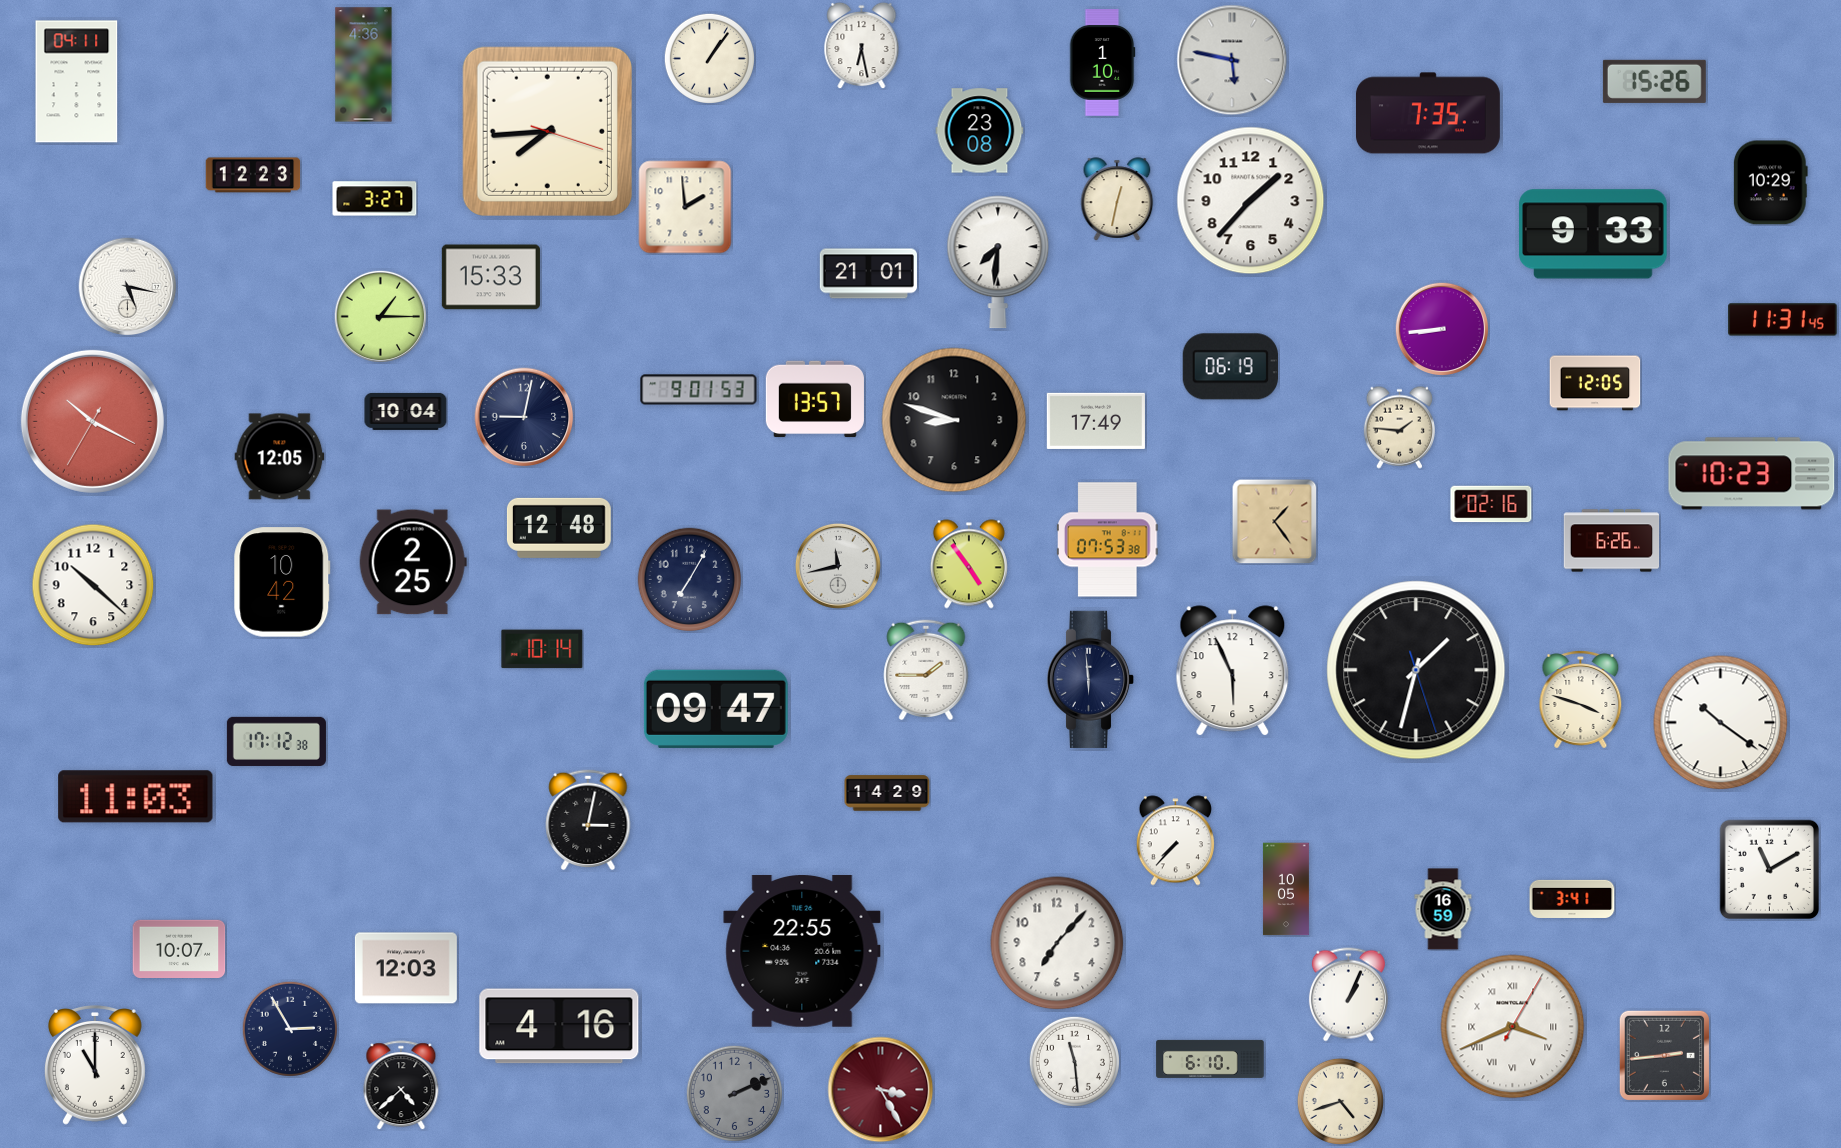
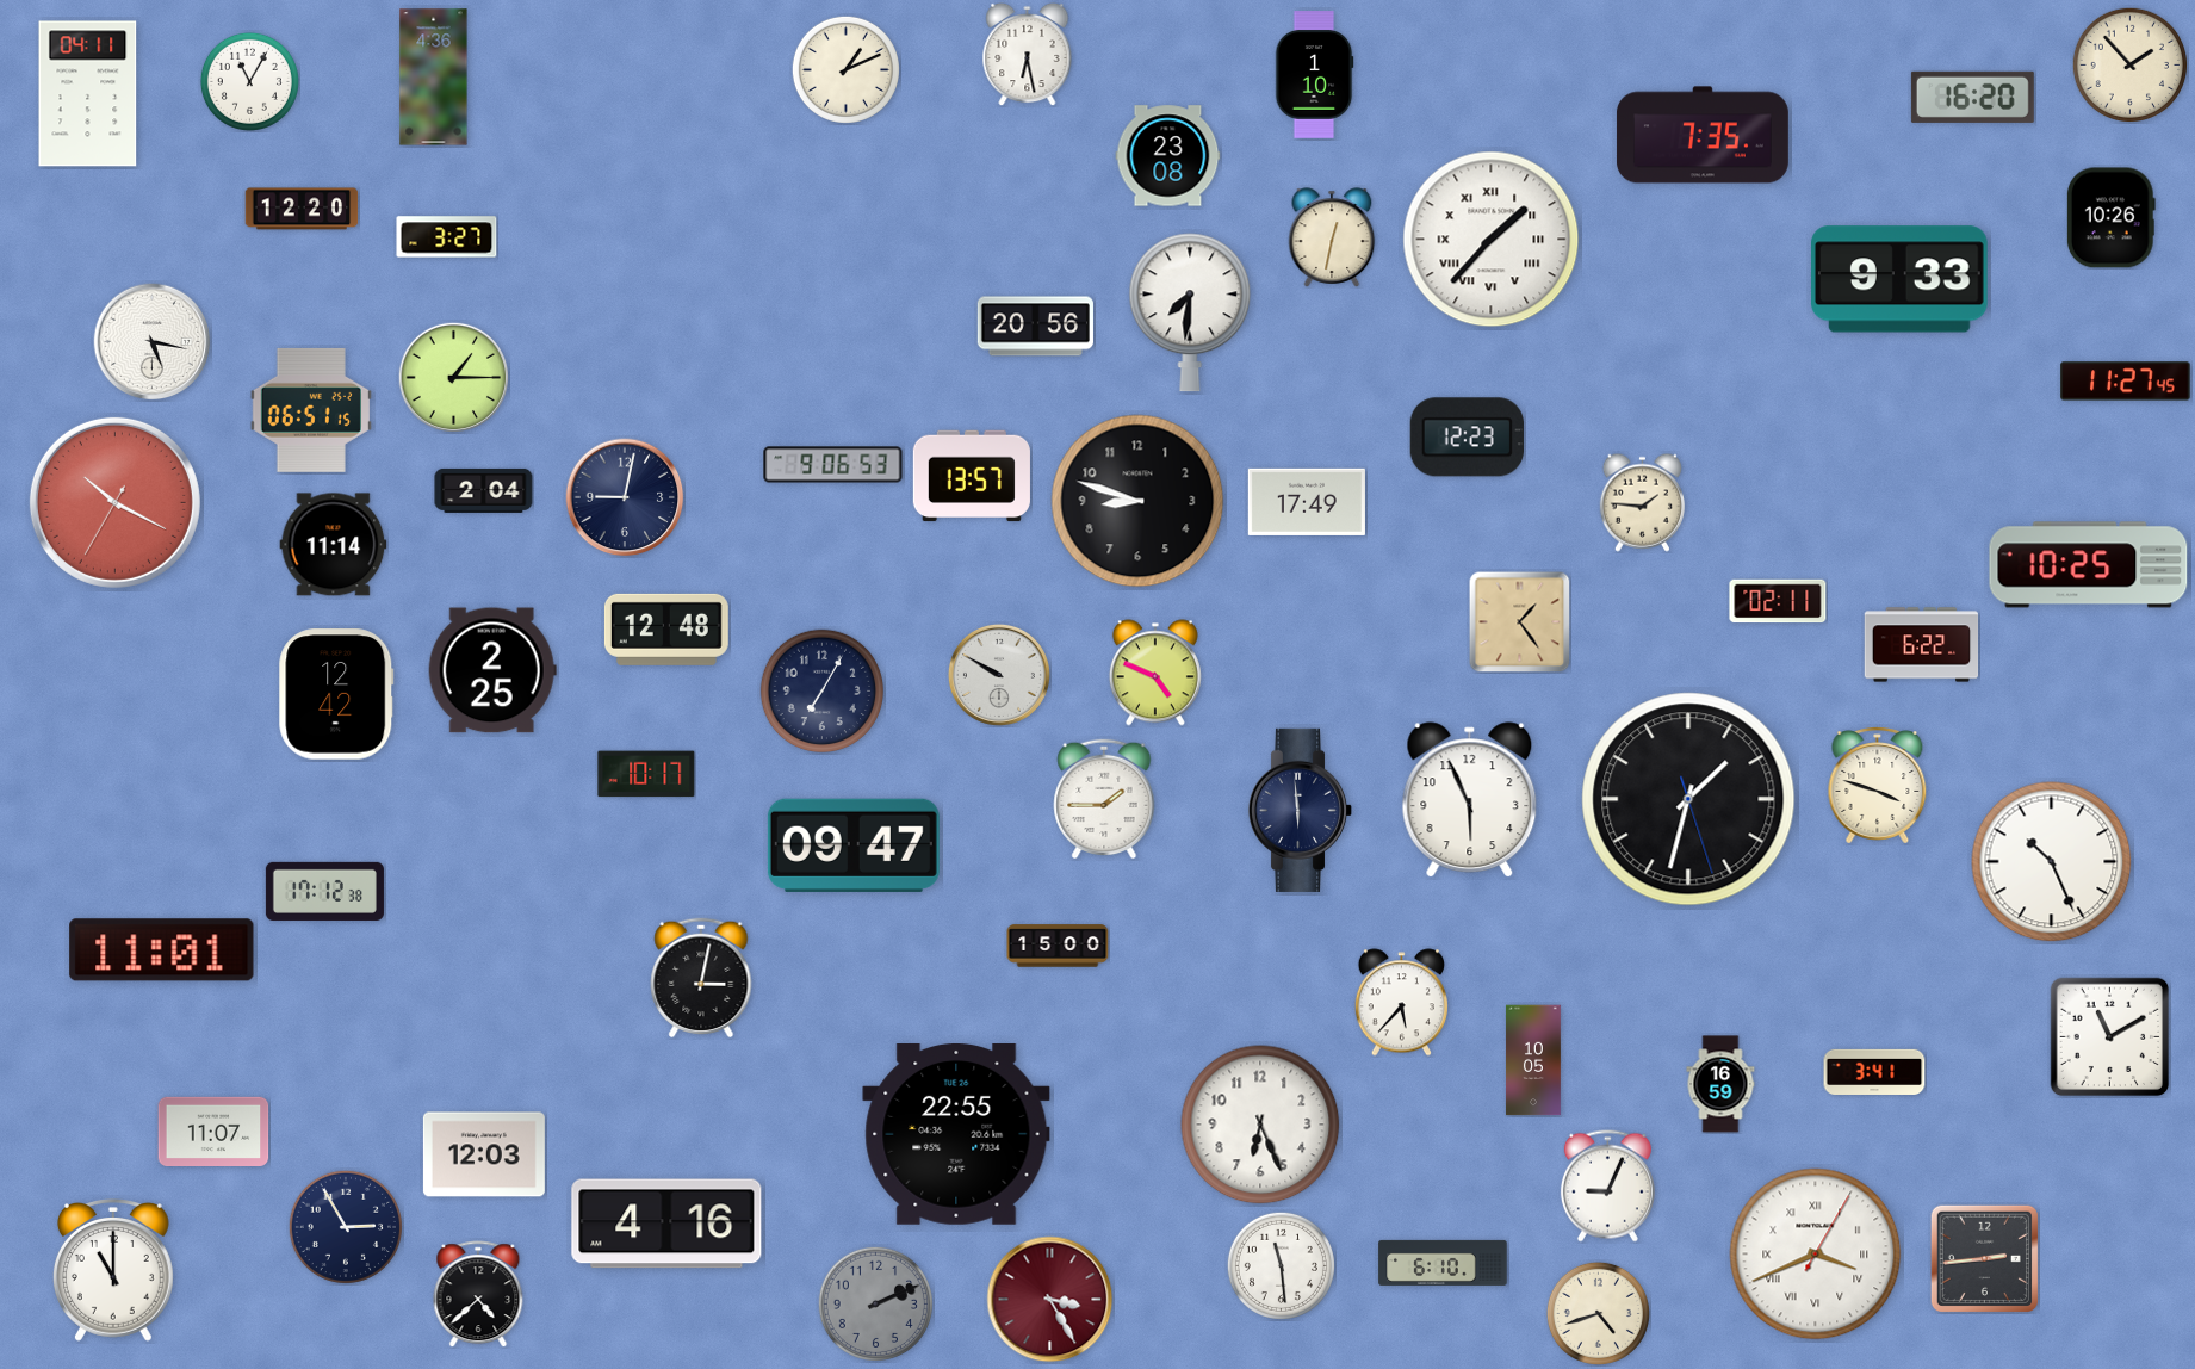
clock at (2129, 64): none -> 1:53
clock at (709, 58): 1:06 -> 1:11
clock at (1232, 60): 5:47 -> none
clock at (249, 81): none -> 11:05
clock at (1654, 81): 15:26 -> 16:20
clock at (77, 82) position: (77, 82) -> (88, 94)
clock at (547, 131): 7:44 -> none
clock at (253, 175): 12:23 -> 12:20
clock at (1770, 183): 10:29 -> 10:26
clock at (1251, 201) numerals: Arabic -> Roman
clock at (685, 207): 1:59 -> none
clock at (868, 274): 21:01 -> 20:56
clock at (491, 277): 15:33 -> none
clock at (1783, 320): 11:31 -> 11:27
clock at (1441, 328): 8:44 -> none
clock at (311, 410): none -> 06:51
clock at (1230, 367): 06:19 -> 12:23
clock at (1595, 383): 12:05 -> none
clock at (699, 390): 9:01 -> 9:06
clock at (406, 411): 10:04 -> 2:04
clock at (92, 421) position: (92, 421) -> (114, 502)
clock at (1399, 427) position: (1399, 427) -> (1642, 502)
clock at (280, 457): 12:05 -> 11:14
clock at (1752, 474): 10:23 -> 10:25
clock at (1491, 504): 02:16 -> 02:11
clock at (1108, 540): 07:53 -> none
clock at (1612, 541): 6:26 -> 6:22
clock at (969, 564): 4:54 -> 4:49
clock at (838, 566): 11:43 -> 9:50
clock at (282, 582): 10:42 -> 12:42
clock at (93, 585): 10:22 -> none
clock at (542, 649): 10:14 -> 10:17
clock at (1581, 700) position: (1581, 700) -> (1878, 786)
clock at (1721, 723): 10:21 -> 10:26
clock at (276, 741) position: (276, 741) -> (324, 891)
clock at (887, 793): 14:29 -> 15:00
clock at (136, 797): 11:03 -> 11:01
clock at (1175, 841): 7:37 -> 5:37
clock at (1057, 943): 7:07 -> 6:26
clock at (179, 948): 10:07 -> 11:07
clock at (1348, 995): 1:04 -> 9:04
clock at (1513, 1027) position: (1513, 1027) -> (1816, 1255)
